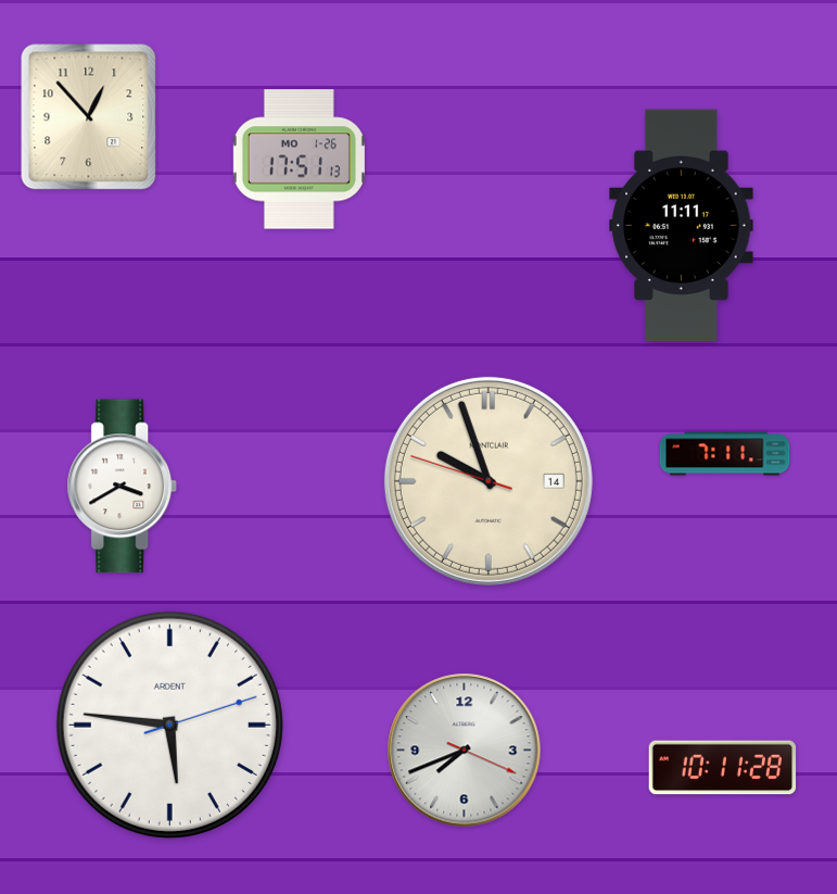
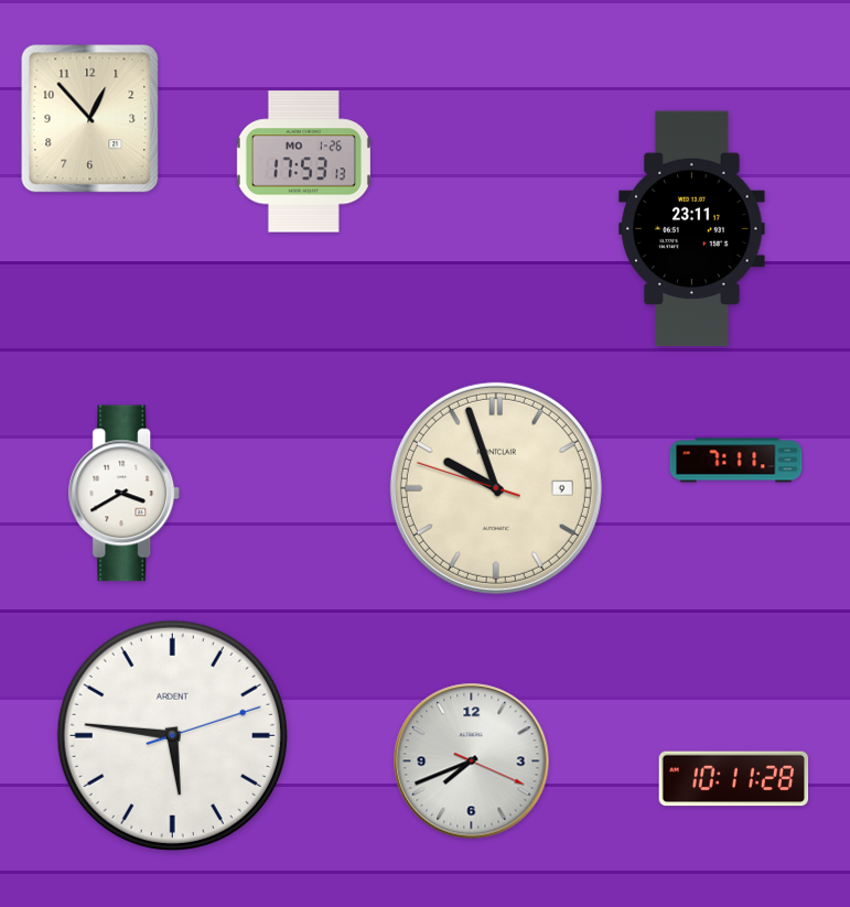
clock at (299, 160): 17:51 -> 17:53
clock at (682, 226): 11:11 -> 23:11
clock at (489, 481) date: 14 -> 9
